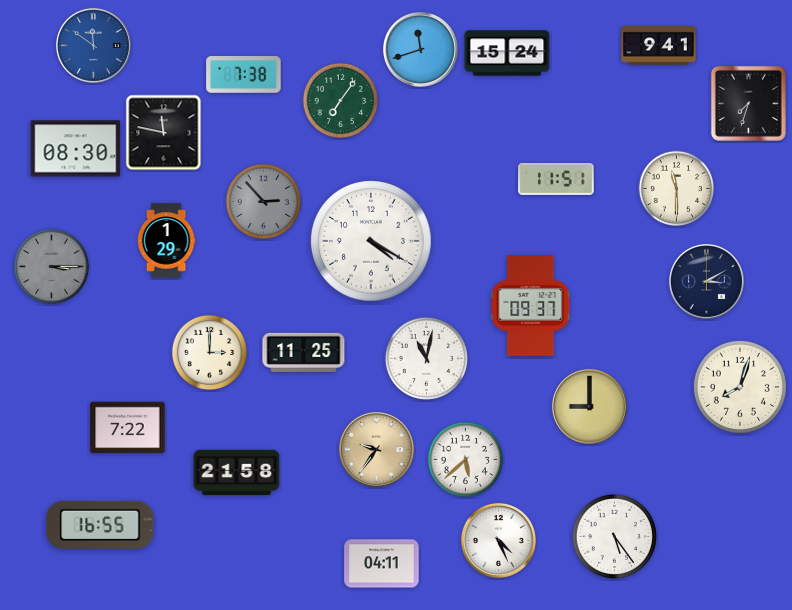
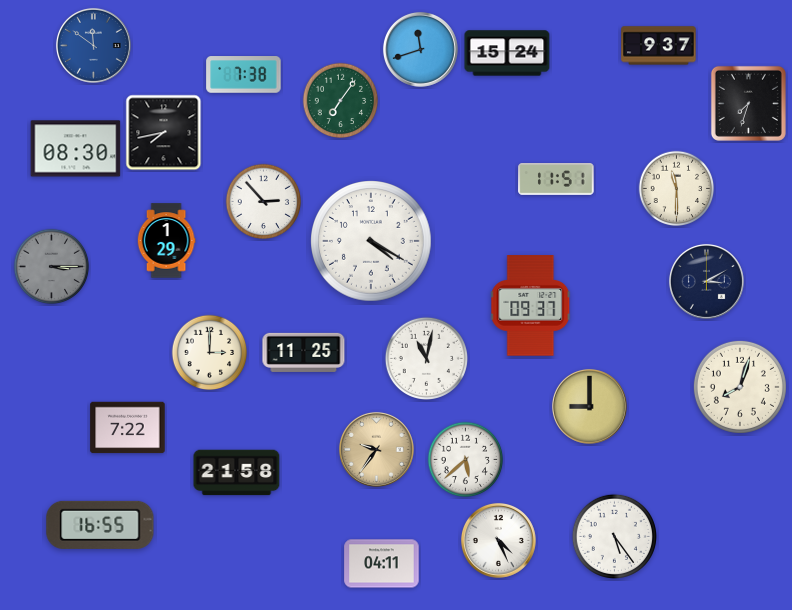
clock at (659, 46): 9:41 -> 9:37
clock at (164, 133): 11:47 -> 7:43
clock at (264, 202) dial: grey -> white
